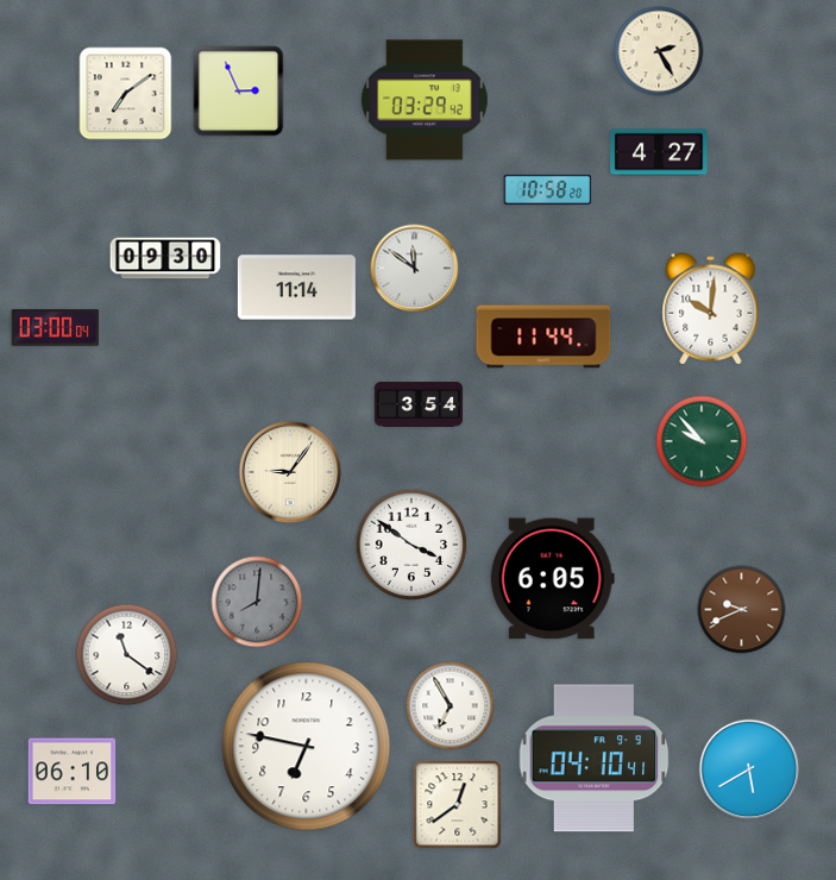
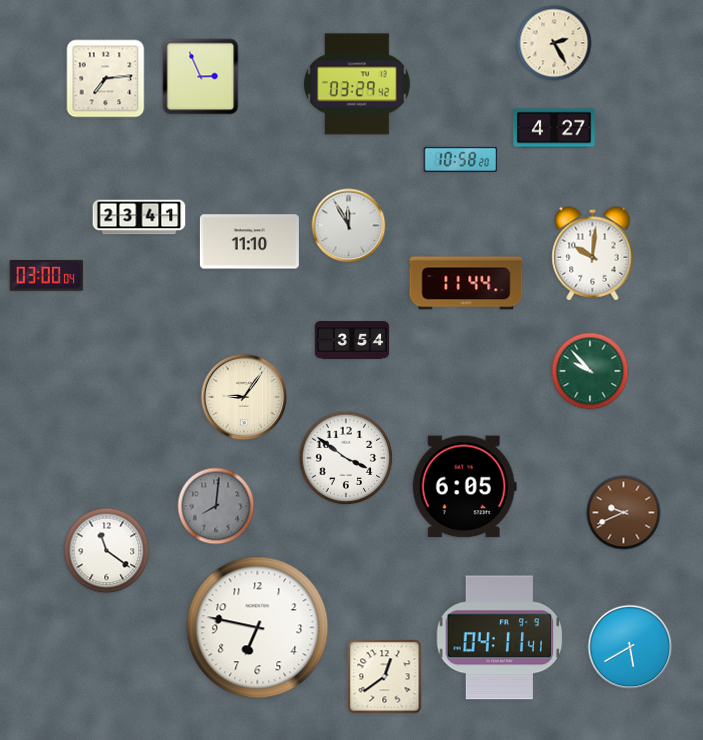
clock at (126, 94): 7:09 -> 7:14
clock at (165, 258): 09:30 -> 23:41
clock at (415, 269): 11:51 -> 11:55
clock at (296, 288): 11:14 -> 11:10
clock at (711, 309) position: (711, 309) -> (593, 254)
clock at (543, 337) position: (543, 337) -> (466, 283)
clock at (451, 706): 6:55 -> none
clock at (595, 759): 04:10 -> 04:11
clock at (73, 772): 06:10 -> none
